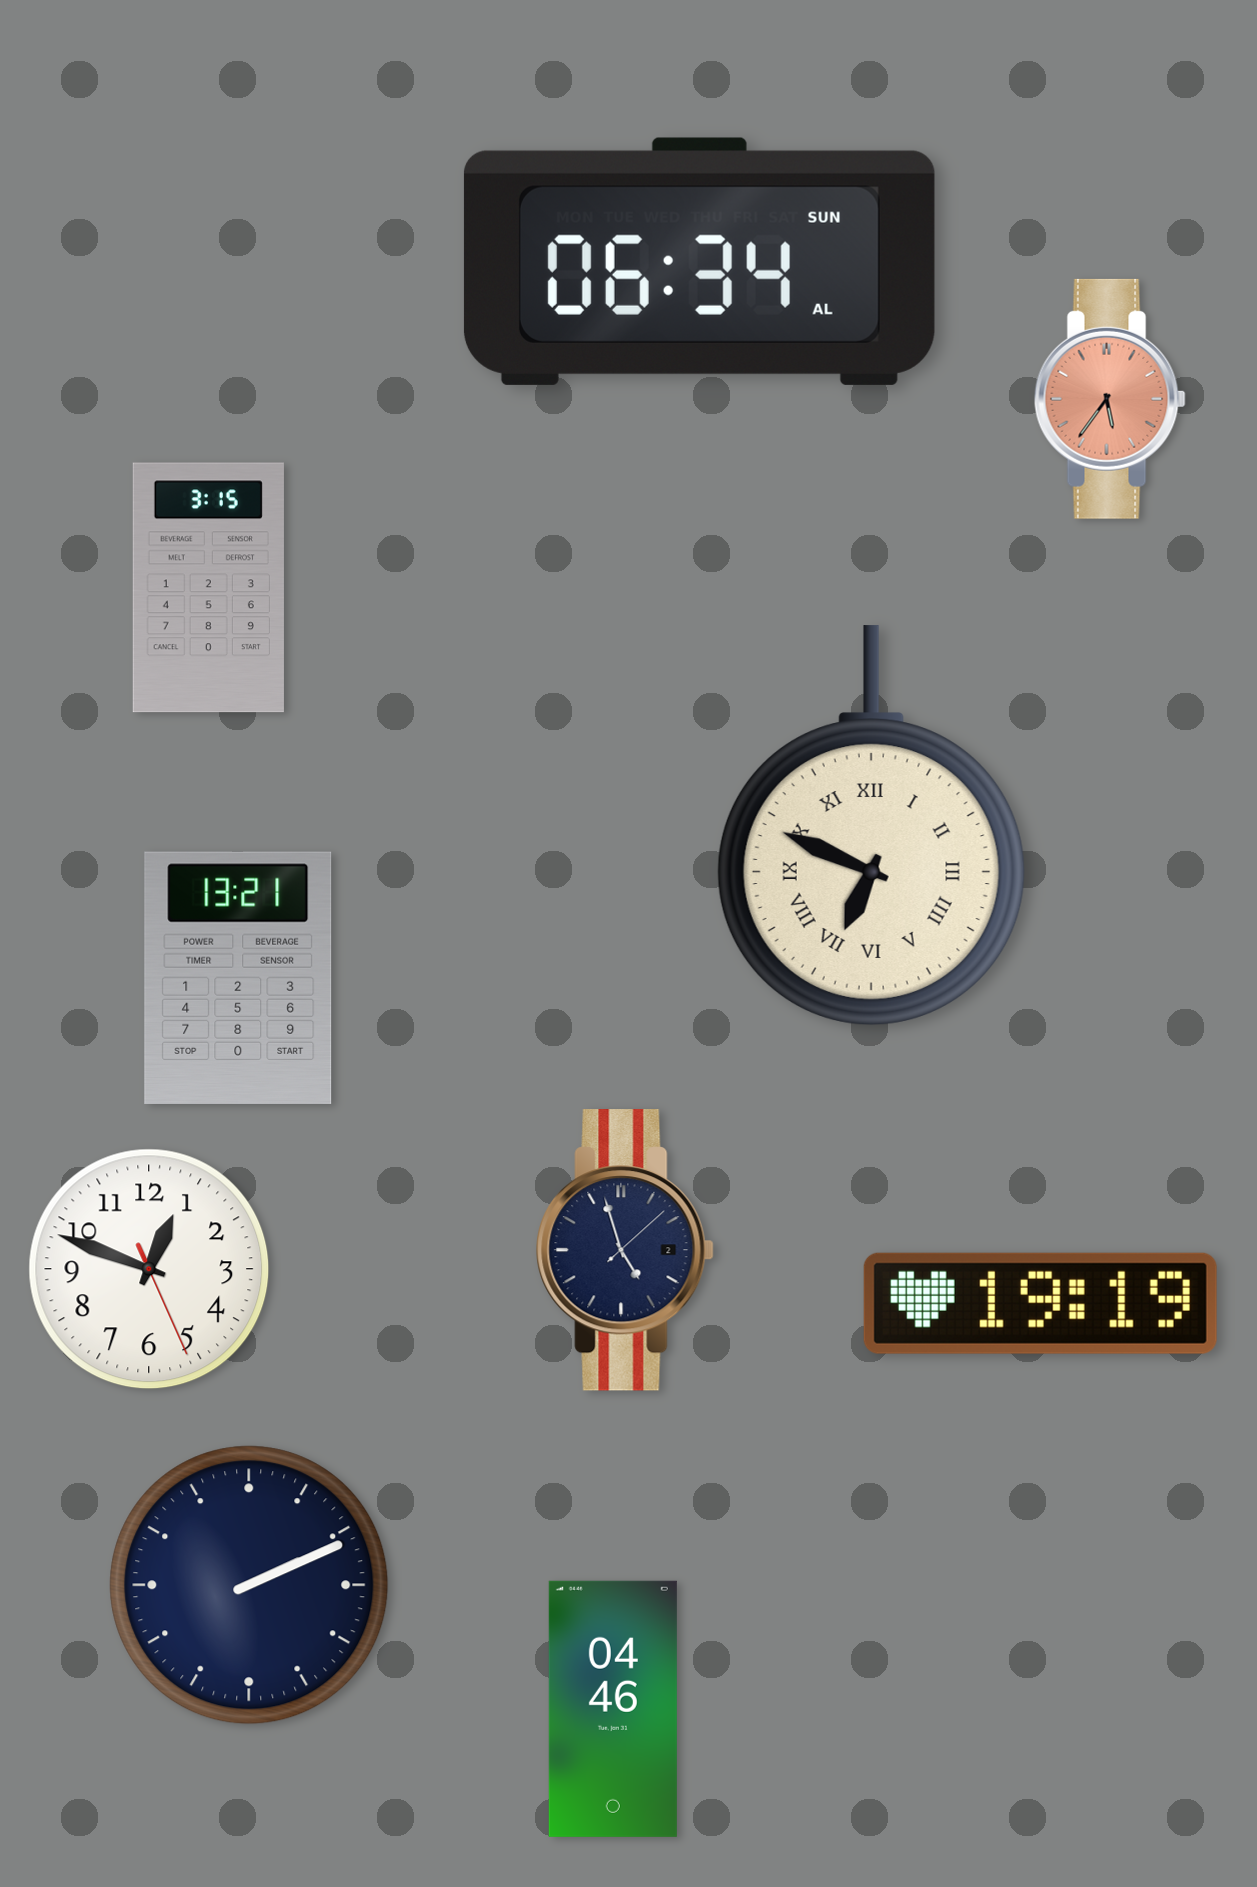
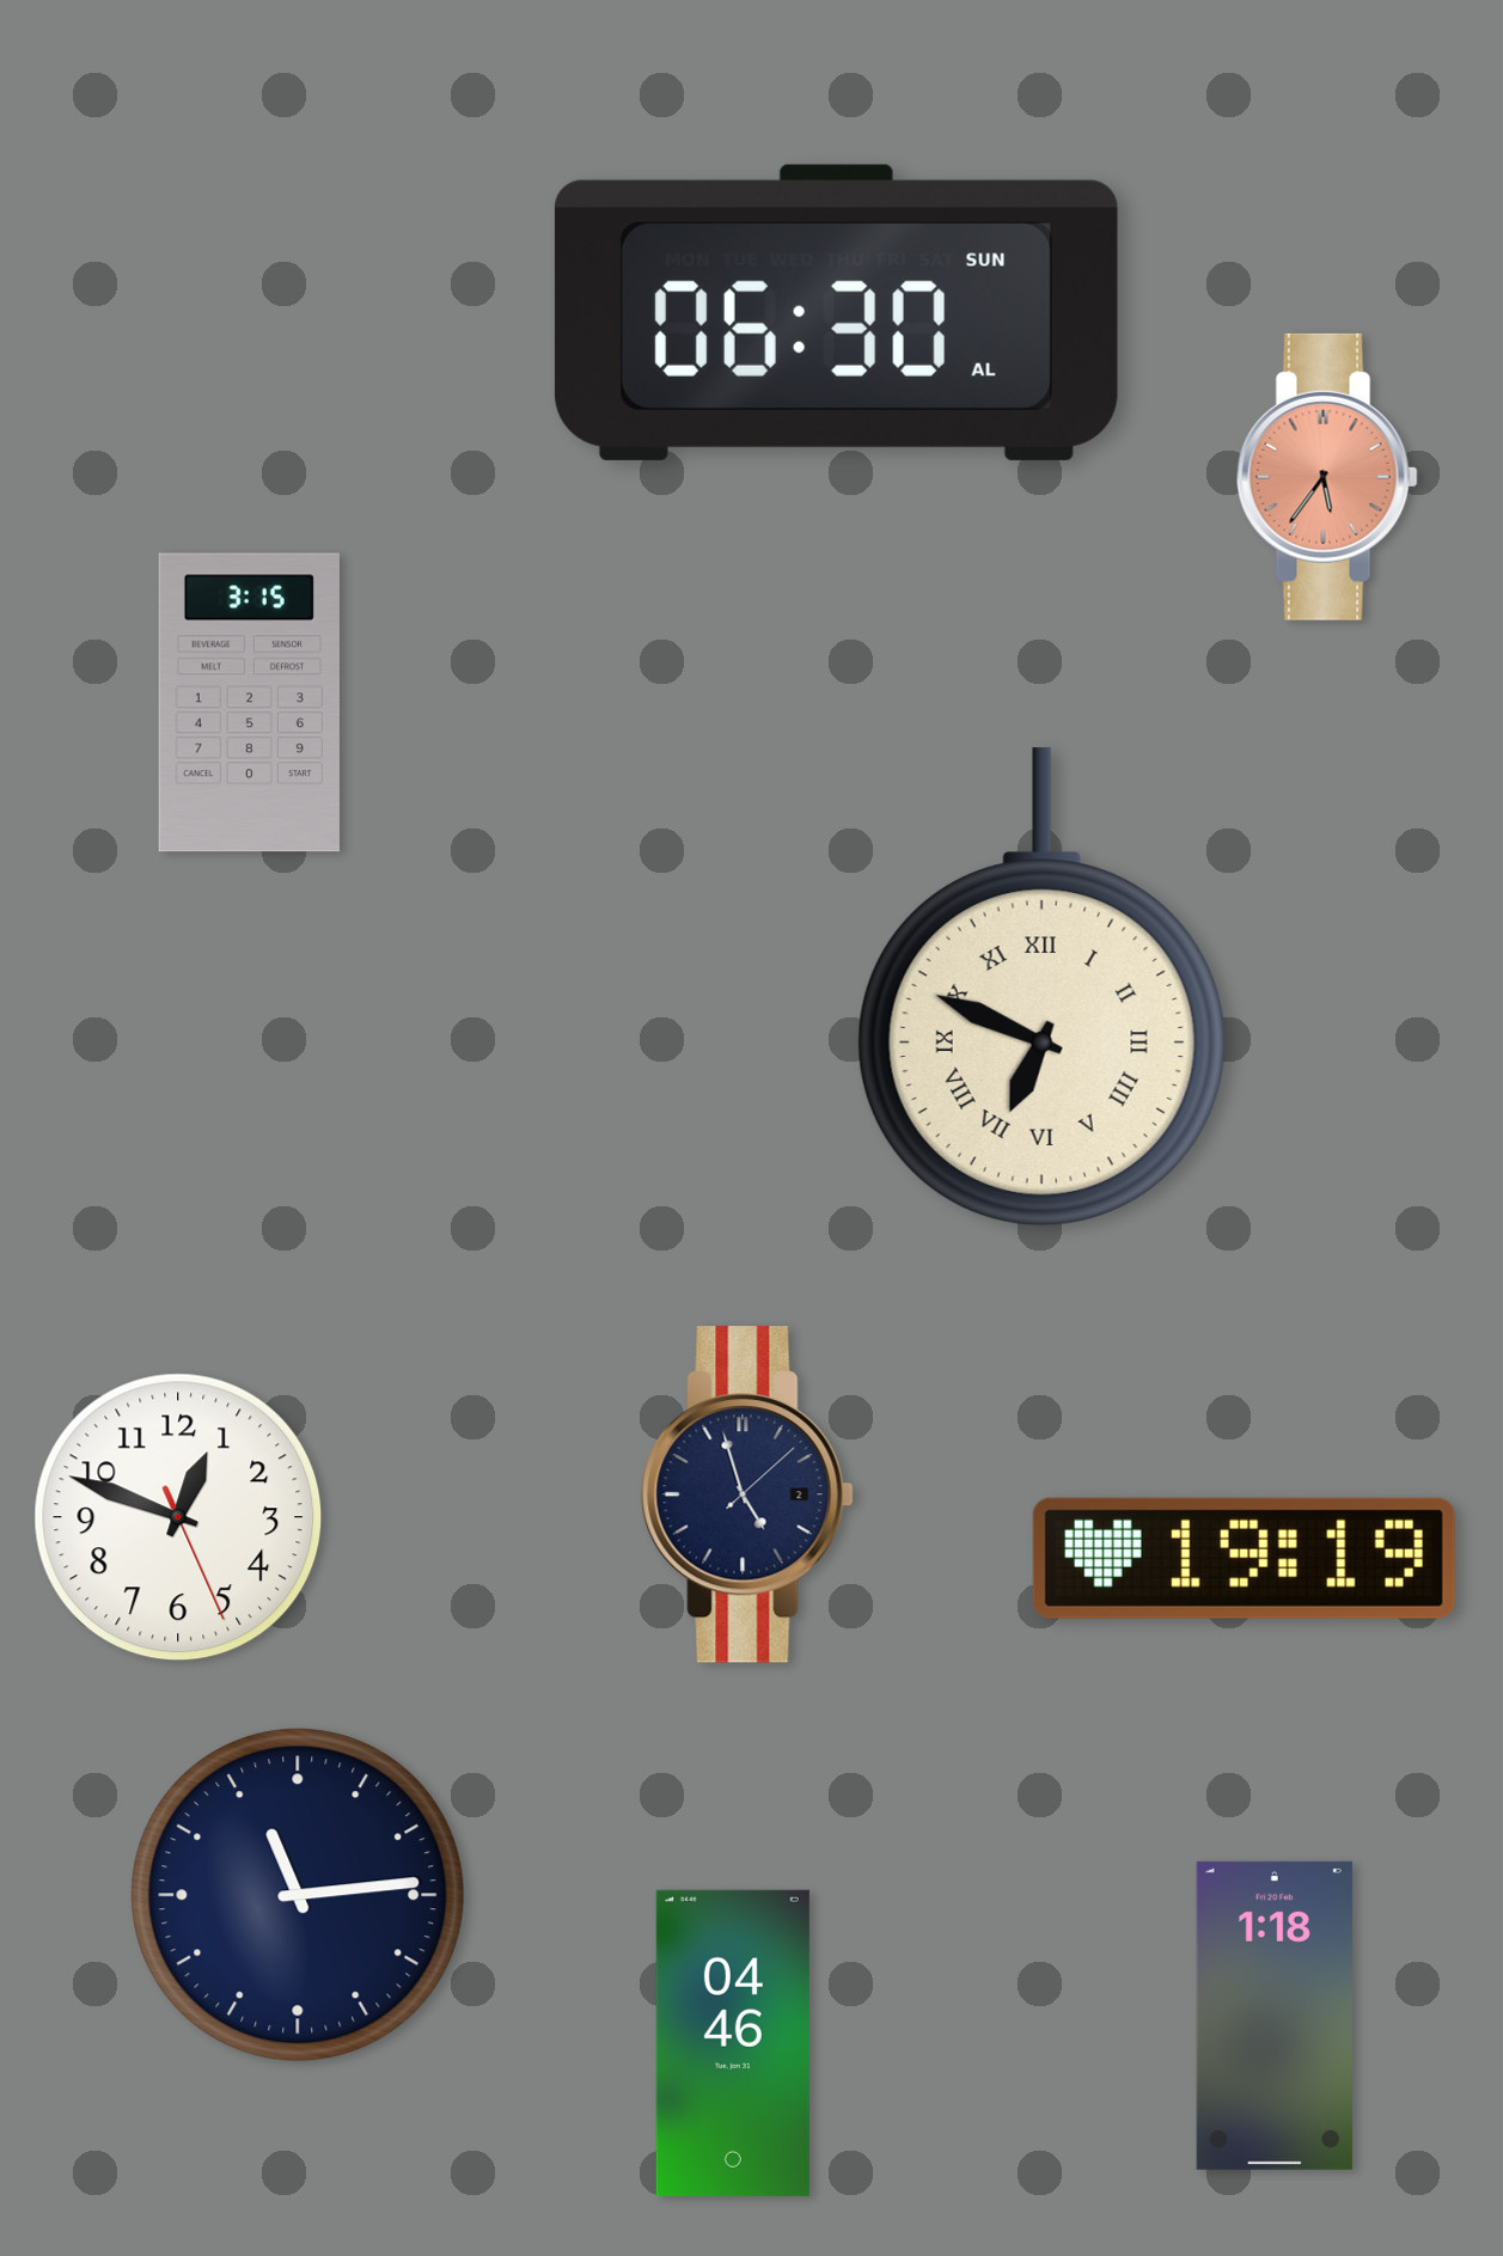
clock at (699, 261): 06:34 -> 06:30
clock at (238, 978): 13:21 -> none
clock at (249, 1585): 2:11 -> 11:14
clock at (1275, 2016): none -> 1:18
